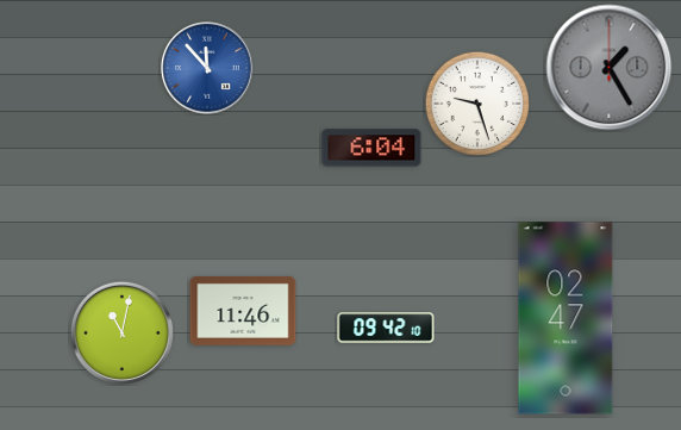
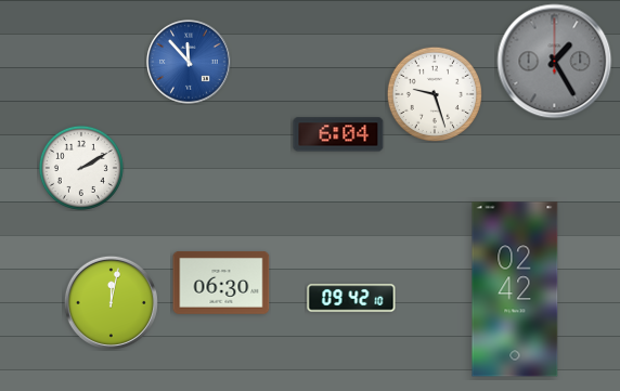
clock at (81, 168): none -> 2:10
clock at (243, 311): 11:46 -> 06:30
clock at (566, 318): 02:47 -> 02:42
clock at (121, 332): 11:02 -> 12:02
